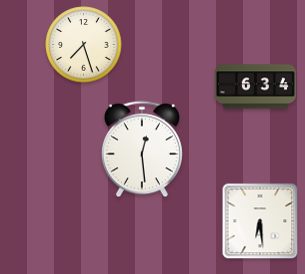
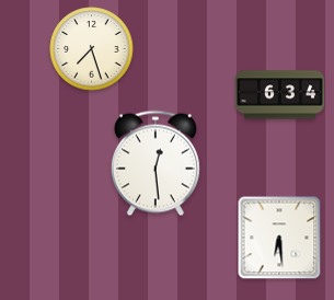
clock at (260, 221) position: (260, 221) -> (279, 238)
